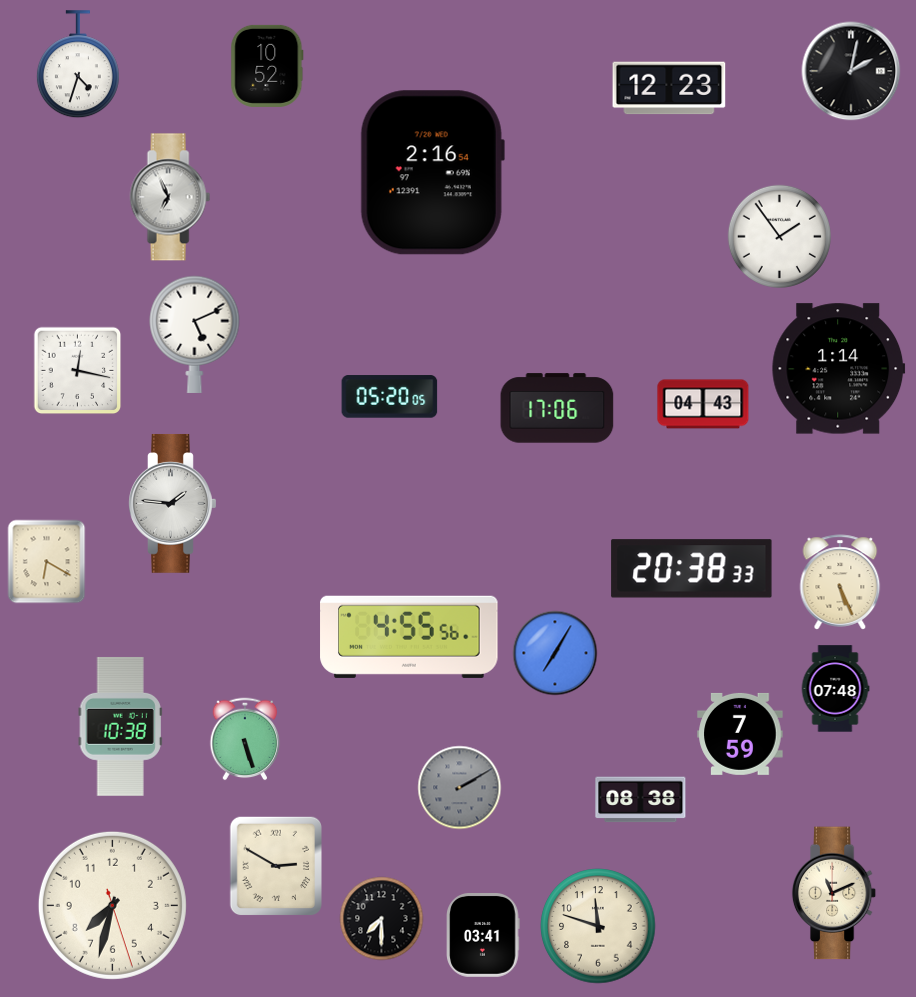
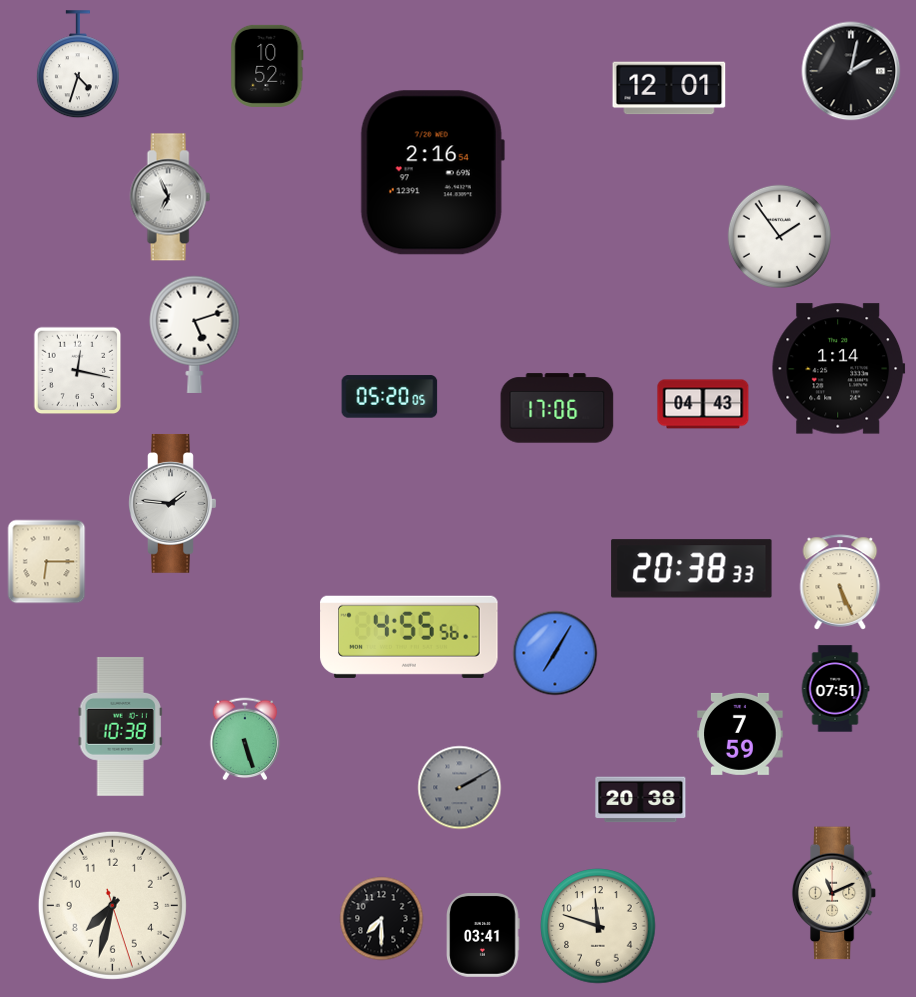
clock at (669, 88): 12:23 -> 12:01
clock at (195, 334): 5:11 -> 5:12
clock at (47, 562): 6:20 -> 6:15
clock at (835, 689): 07:48 -> 07:51
clock at (641, 800): 08:38 -> 20:38
clock at (275, 866): 2:50 -> none
